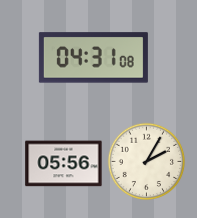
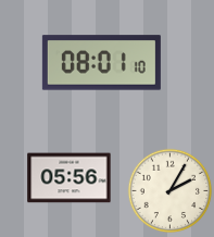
clock at (93, 58): 04:31 -> 08:01
clock at (146, 161) position: (146, 161) -> (169, 190)
